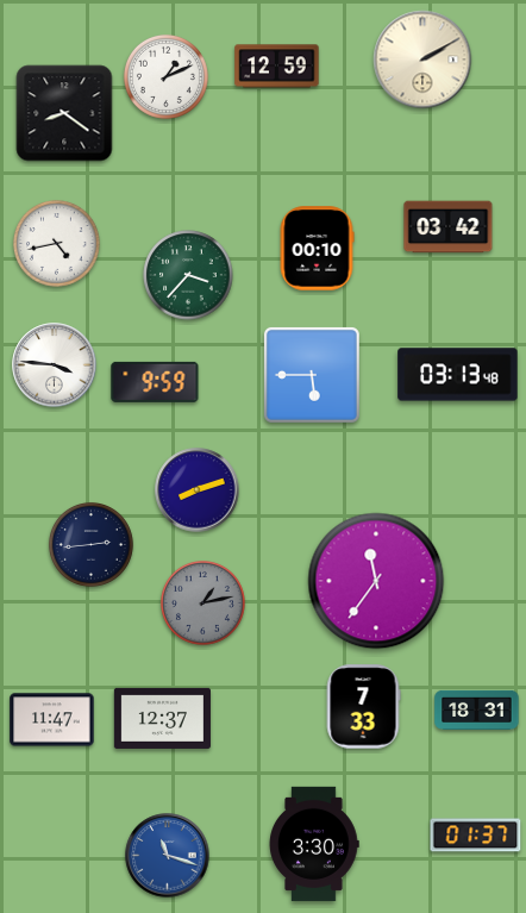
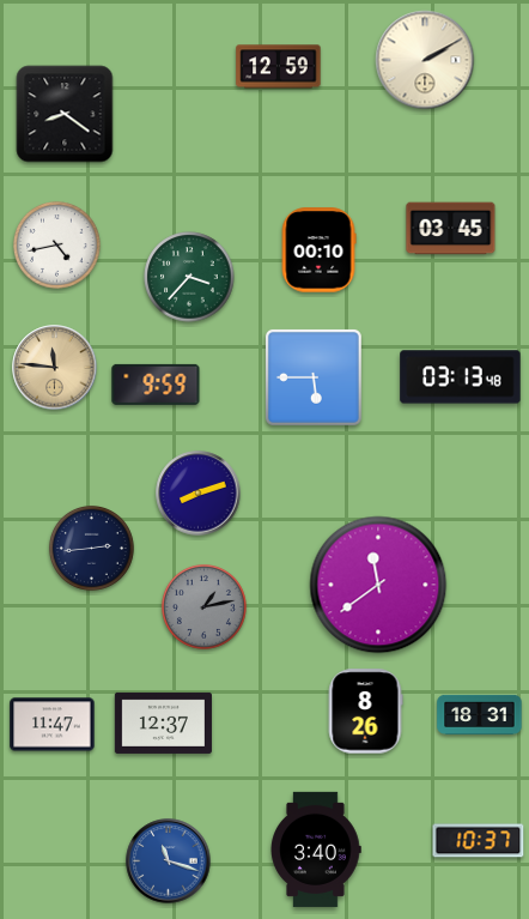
clock at (165, 76): 1:11 -> none
clock at (449, 227): 03:42 -> 03:45
clock at (55, 365): 3:46 -> 11:46
clock at (55, 365) dial: white -> champagne
clock at (376, 581): 11:36 -> 11:39
clock at (363, 707): 7:33 -> 8:26
clock at (476, 836): 01:37 -> 10:37
clock at (314, 844): 3:30 -> 3:40
